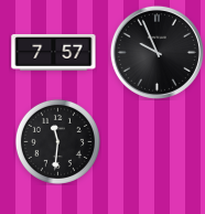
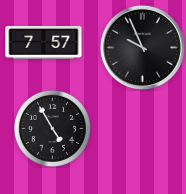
clock at (54, 52) position: (54, 52) -> (44, 42)
clock at (57, 141): 11:31 -> 4:55
